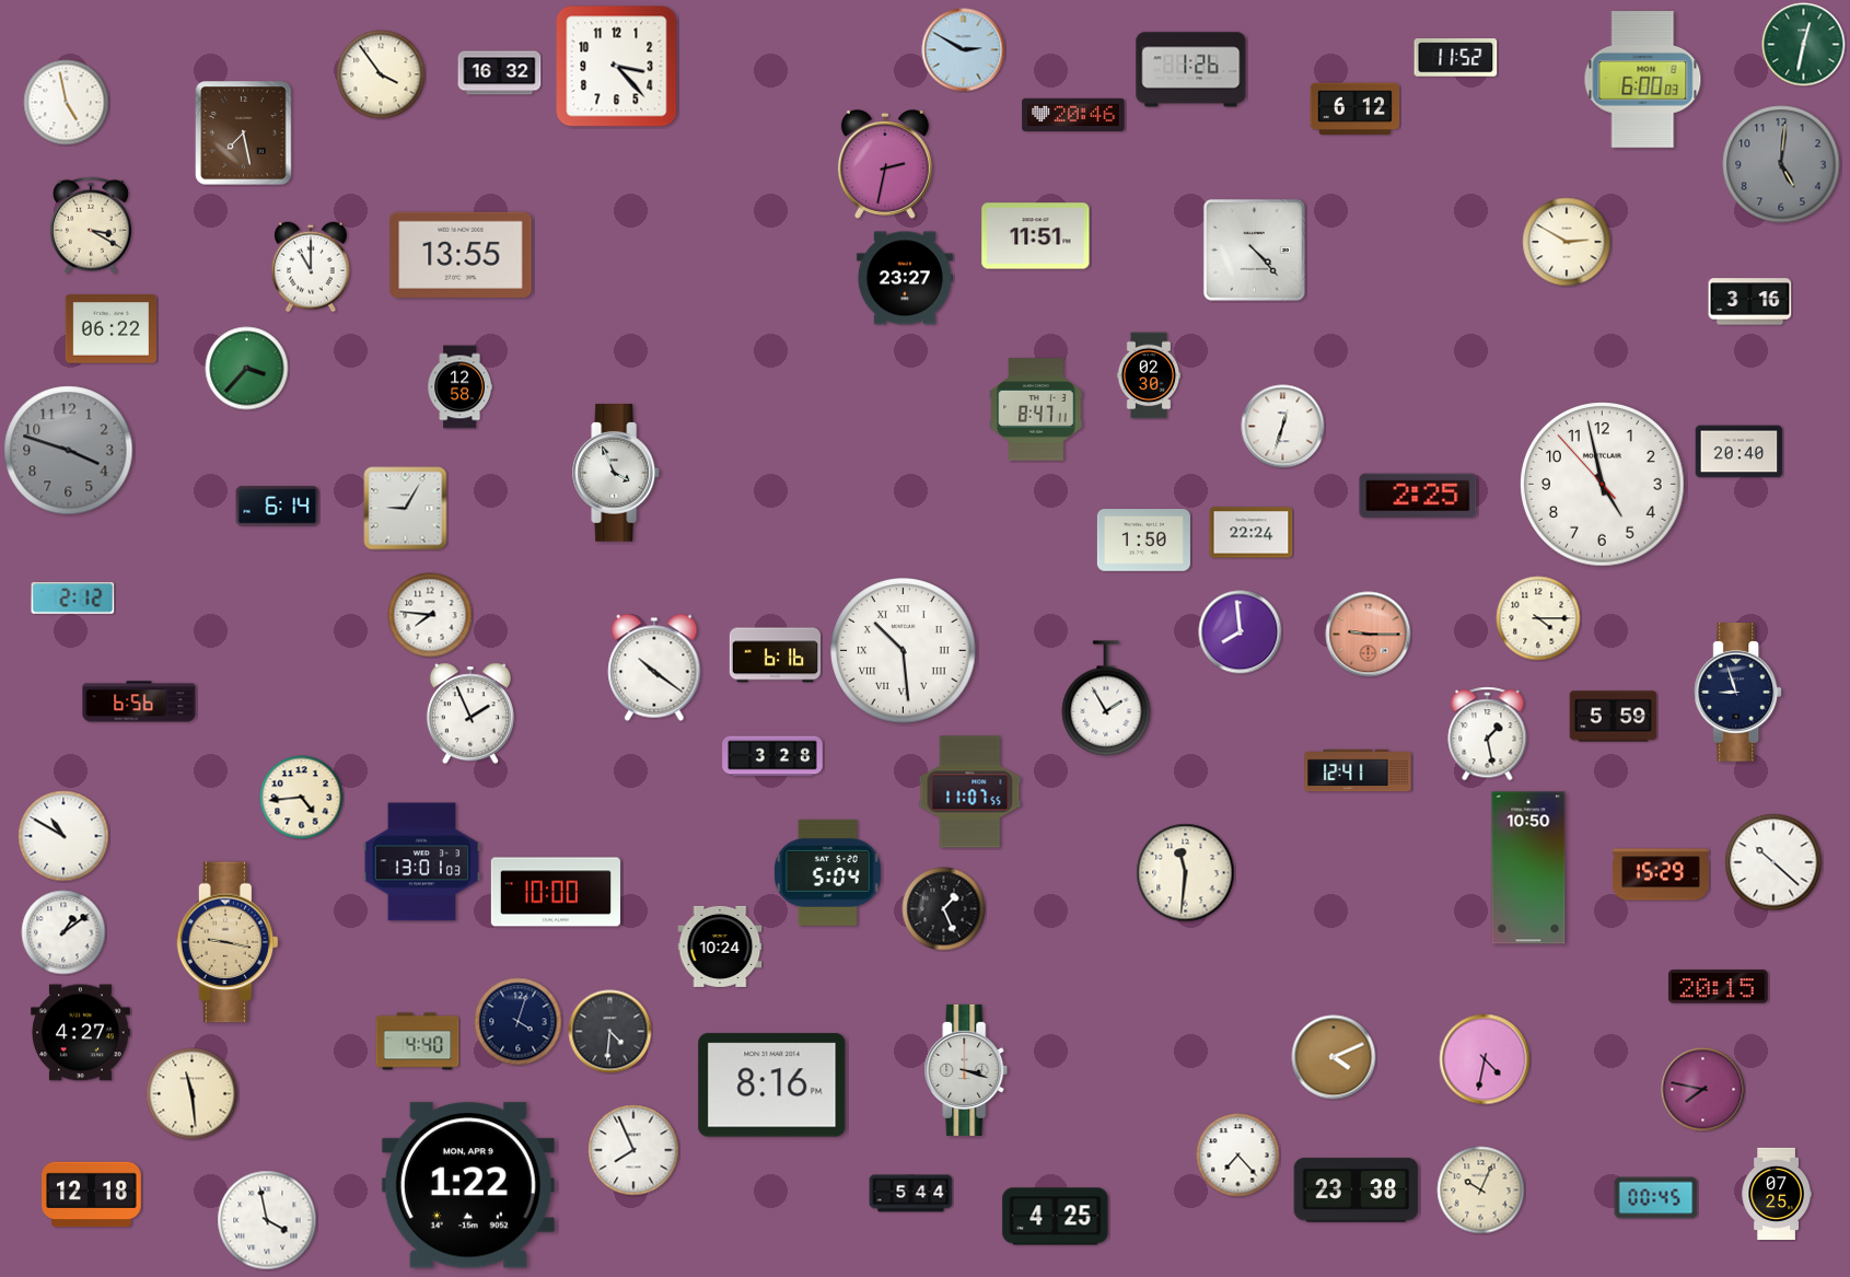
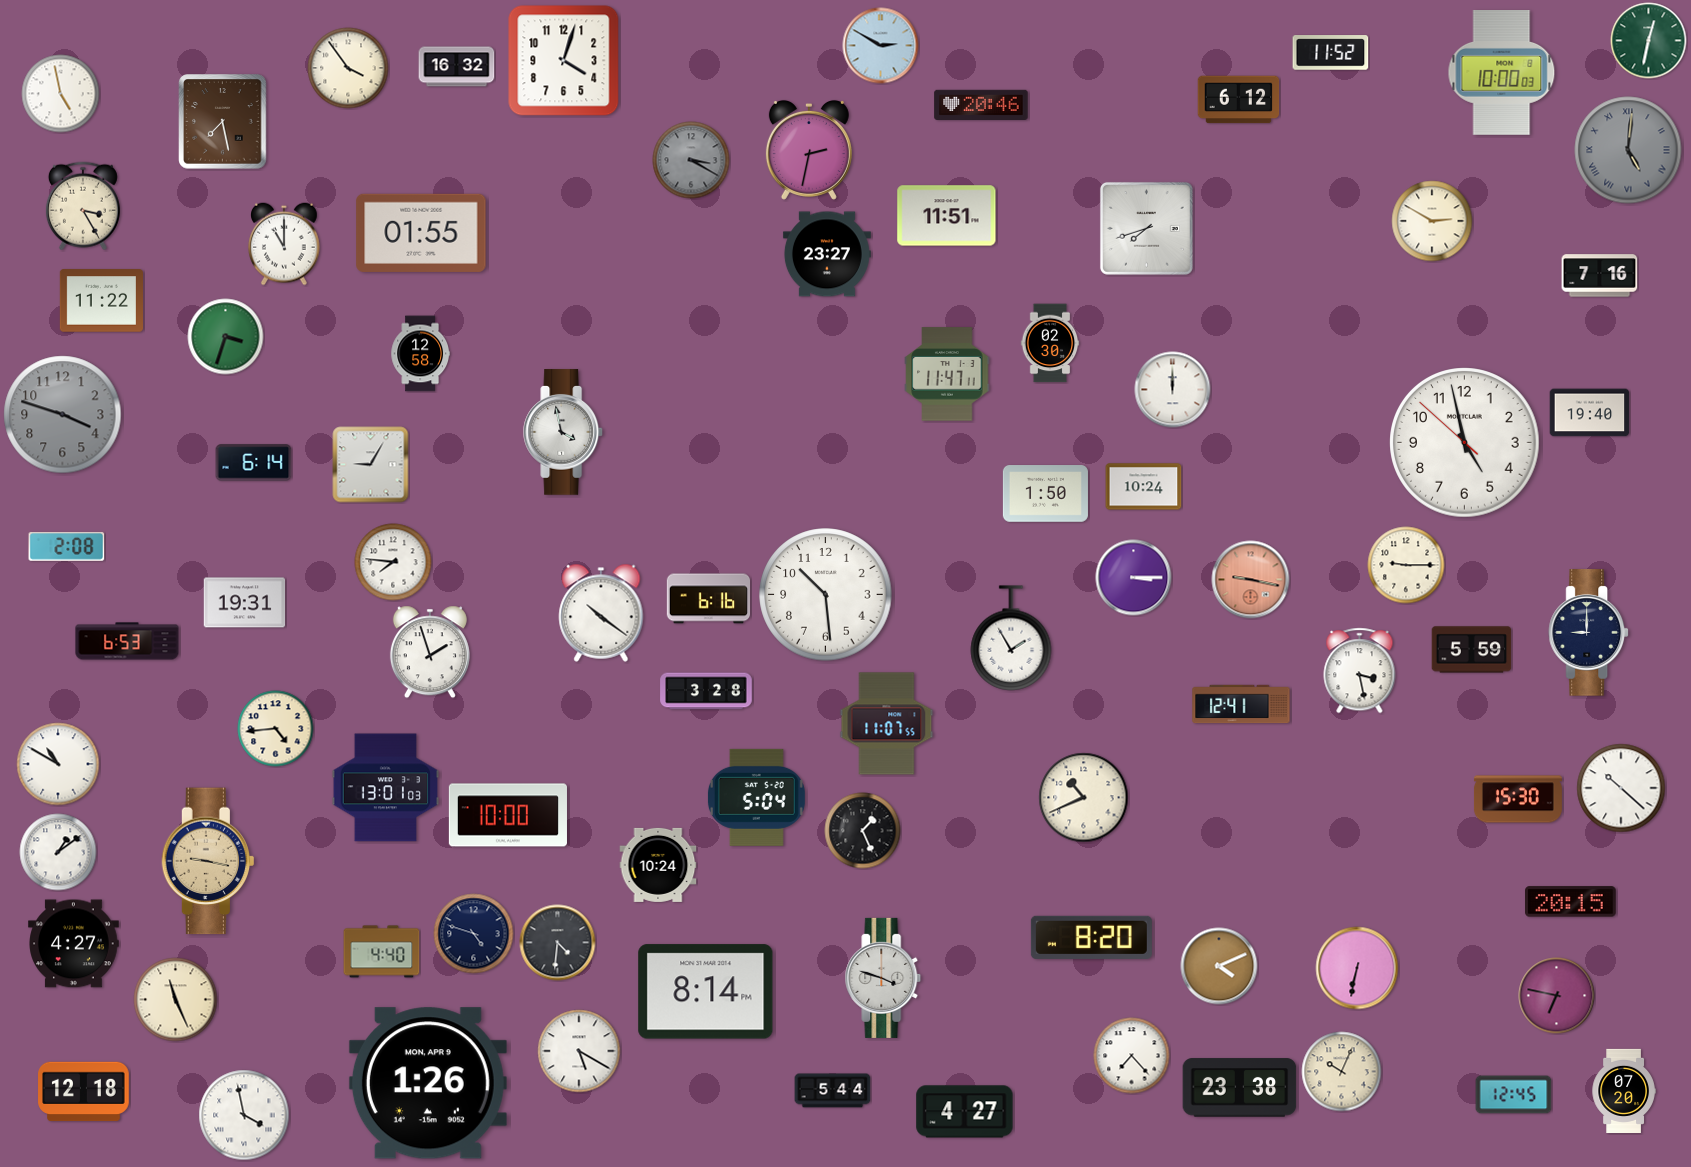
clock at (617, 67): 3:23 -> 4:03
clock at (1191, 70): 1:26 -> none
clock at (1643, 80): 6:00 -> 10:00
clock at (1781, 164) numerals: Arabic -> Roman
clock at (691, 160): none -> 3:20
clock at (91, 225): 3:20 -> 3:25
clock at (1254, 249): 4:23 -> 7:42
clock at (461, 255): 13:55 -> 01:55
clock at (1750, 302): 3:16 -> 7:16
clock at (110, 329): 06:22 -> 11:22
clock at (247, 369): 3:37 -> 3:33
clock at (1036, 409): 8:47 -> 11:47
clock at (1283, 427): 12:33 -> 12:00
clock at (69, 451) position: (69, 451) -> (63, 415)
clock at (1740, 452): 20:40 -> 19:40
clock at (617, 473): 3:56 -> 3:58
clock at (1603, 485): 4:57:53 -> 4:57:52
clock at (1418, 496): 2:25 -> none
clock at (1252, 533): 22:24 -> 10:24
clock at (73, 599): 2:12 -> 2:08
clock at (1538, 618): 4:15 -> 9:15
clock at (1241, 632): 7:59 -> 3:15
clock at (1369, 635): 9:15 -> 9:17
clock at (904, 651) numerals: Roman -> Arabic
clock at (245, 603): none -> 19:31
clock at (654, 667) position: (654, 667) -> (601, 613)
clock at (1738, 693): 8:57 -> 9:00
clock at (139, 701): 6:56 -> 6:53
clock at (470, 713): 1:56 -> 1:57
clock at (1614, 717) position: (1614, 717) -> (1472, 650)
clock at (1488, 734): 1:28 -> 3:28
clock at (1528, 868): 10:50 -> none
clock at (1186, 873): 11:31 -> 10:41
clock at (1661, 874): 15:29 -> 15:30
clock at (519, 1022): 4:03 -> 4:48
clock at (1091, 937): none -> 8:20
clock at (1485, 1059): 4:32 -> 6:32
clock at (966, 1070): 3:18 -> 3:48
clock at (772, 1086): 8:16 -> 8:14
clock at (1703, 1090): 7:47 -> 6:47
clock at (193, 1094): 11:29 -> 11:26
clock at (633, 1150): 7:56 -> 5:20
clock at (468, 1185): 1:22 -> 1:26
clock at (1481, 1191) position: (1481, 1191) -> (1342, 1072)
clock at (1777, 1193): 07:25 -> 07:20
clock at (1656, 1198): 00:45 -> 12:45
clock at (1056, 1217): 4:25 -> 4:27
